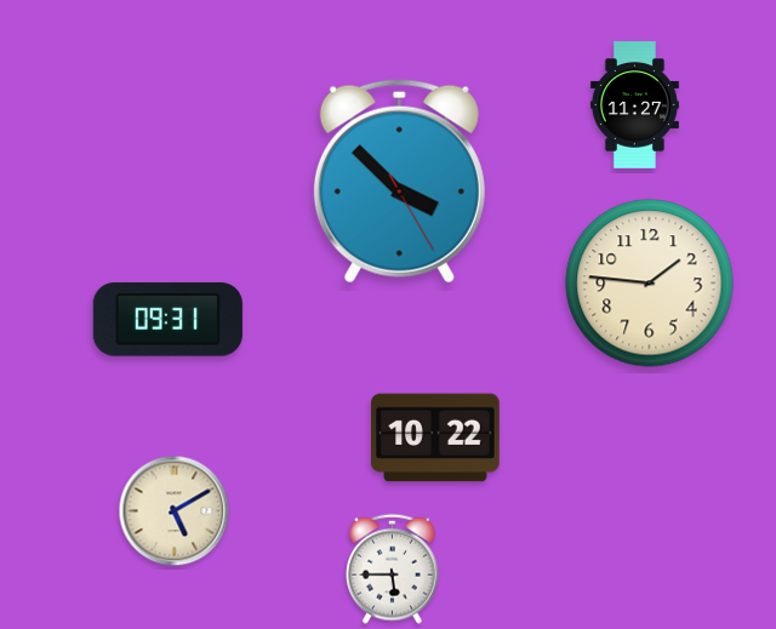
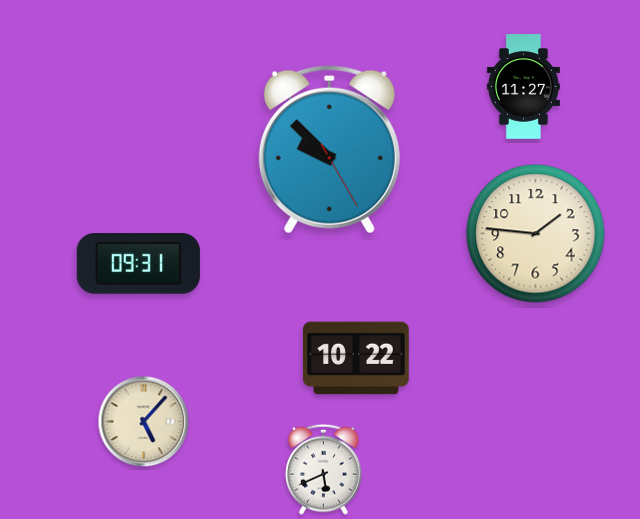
clock at (399, 182): 3:52 -> 9:52
clock at (435, 438) position: (435, 438) -> (356, 358)
clock at (175, 511): 5:10 -> 5:07
clock at (393, 568): 5:45 -> 5:41
